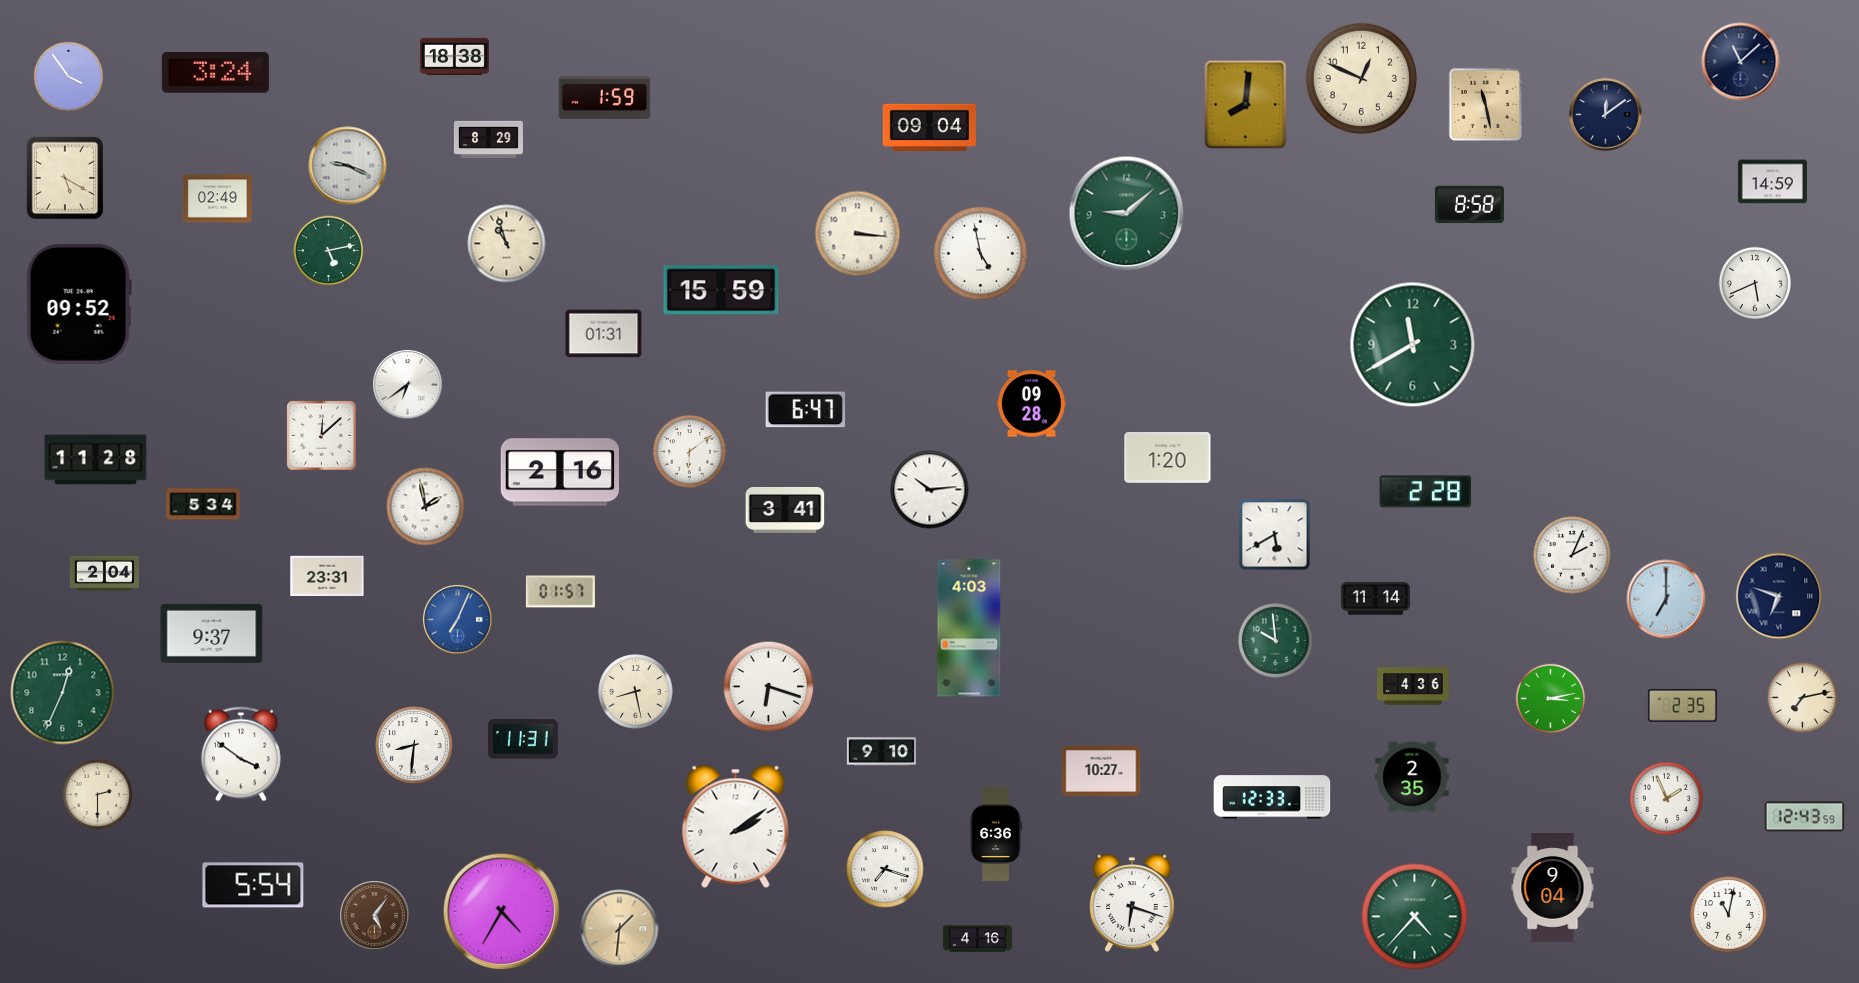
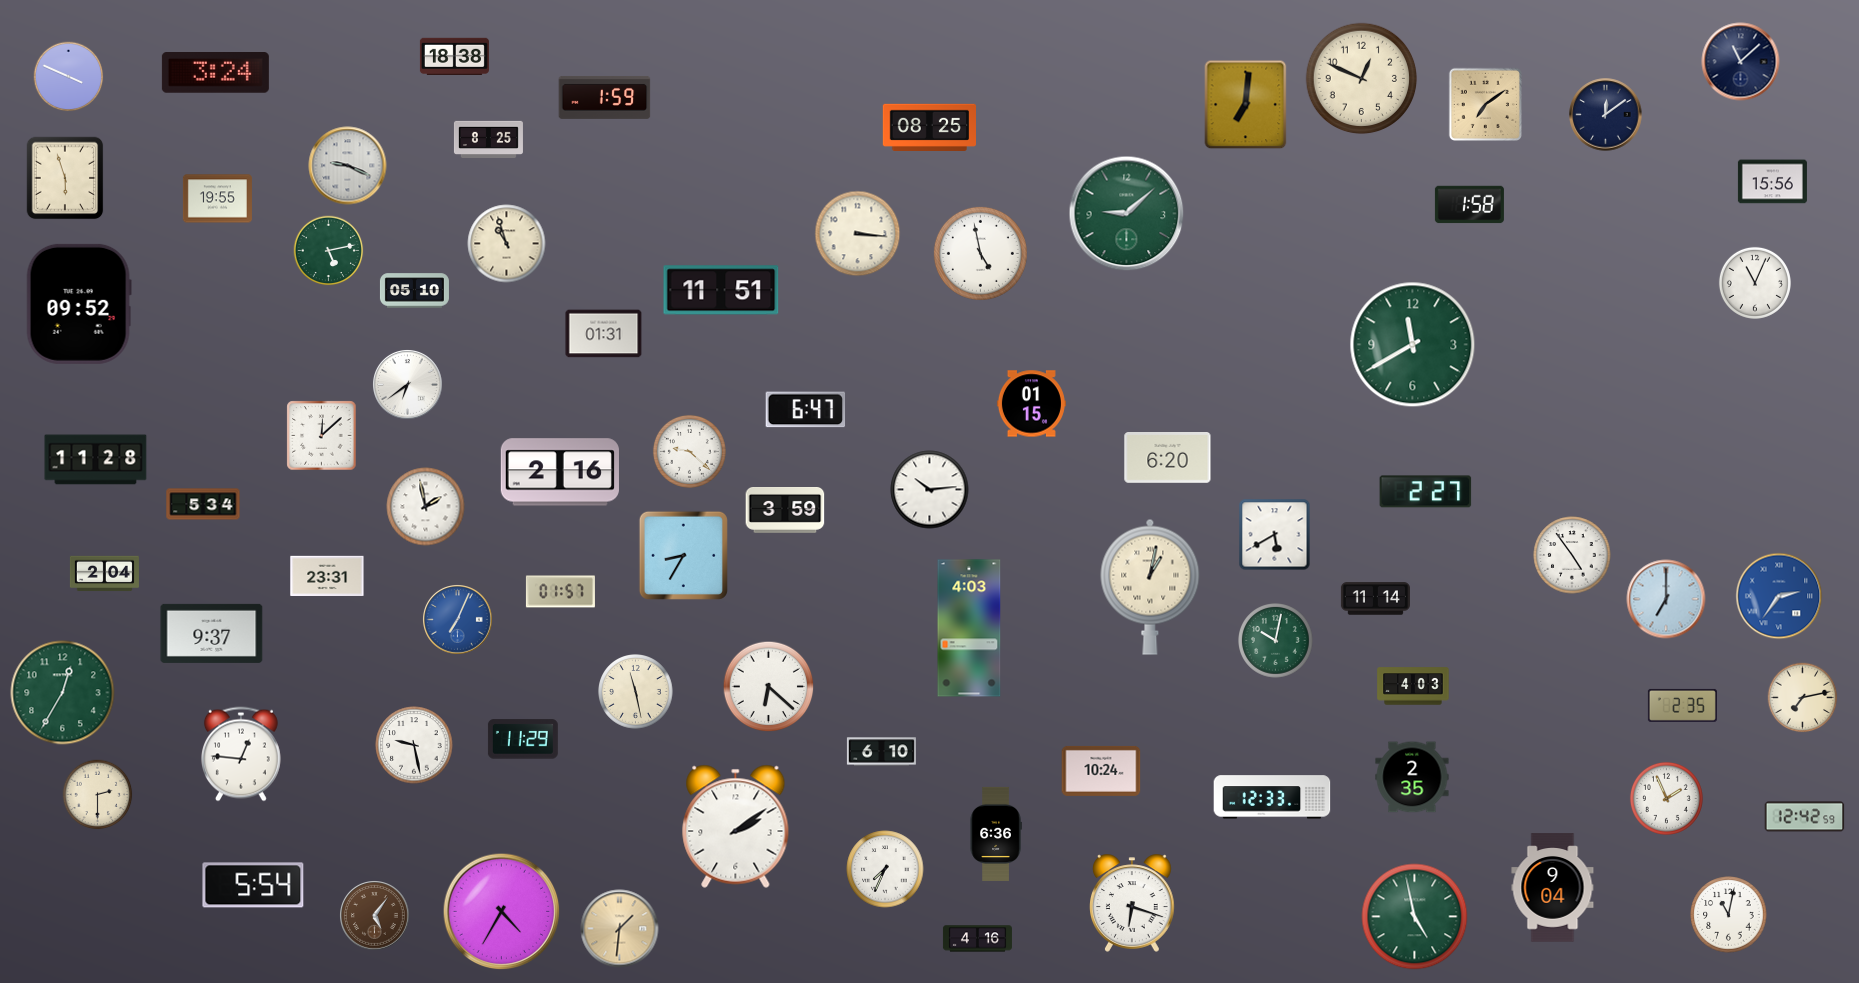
clock at (69, 77): 3:54 -> 3:49
clock at (1485, 104): 11:28 -> 7:09
clock at (1246, 105): 8:01 -> 7:01
clock at (929, 127): 09:04 -> 08:25
clock at (488, 140): 8:29 -> 8:25
clock at (65, 178): 5:20 -> 5:57
clock at (1772, 182): 14:59 -> 15:56
clock at (217, 199): 02:49 -> 19:55
clock at (1469, 205): 8:58 -> 1:58
clock at (1755, 283): 5:41 -> 11:04
clock at (721, 290): 15:59 -> 11:51
clock at (414, 291): none -> 05:10
clock at (1031, 404): 09:28 -> 01:15
clock at (689, 451): 6:09 -> 9:22
clock at (1168, 458): 1:20 -> 6:20
clock at (1426, 492): 2:28 -> 2:27
clock at (785, 511): 3:41 -> 3:59
clock at (683, 555): none -> 8:35
clock at (1572, 555): 2:04 -> 4:54
clock at (1150, 587): none -> 1:02
clock at (1779, 596): 6:48 -> 2:36
clock at (1779, 596) dial: navy -> blue
clock at (1276, 641): 9:59 -> 10:02
clock at (1413, 686): 4:36 -> 4:03
clock at (769, 687): 6:18 -> 6:22
clock at (636, 692): 8:28 -> 11:28
clock at (63, 693): 12:34 -> 12:35
clock at (1551, 699): 3:13 -> none
clock at (523, 739): 11:31 -> 11:29
clock at (414, 745): 8:31 -> 9:28
clock at (881, 752): 9:10 -> 6:10
clock at (241, 754): 3:51 -> 12:46
clock at (1101, 771): 10:27 -> 10:24
clock at (1805, 817): 12:43 -> 12:42
clock at (885, 869): 7:18 -> 7:34
clock at (1415, 917): 4:37 -> 4:58
